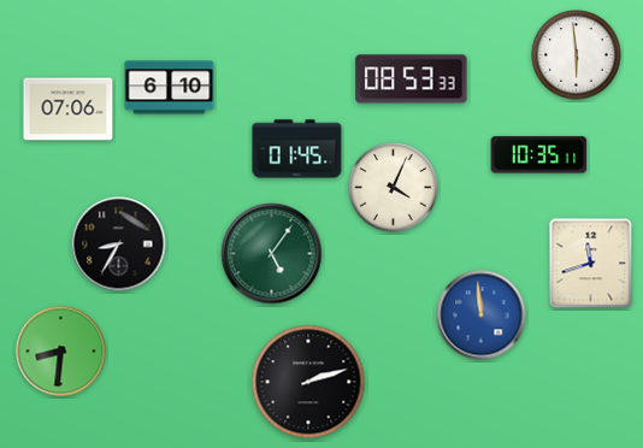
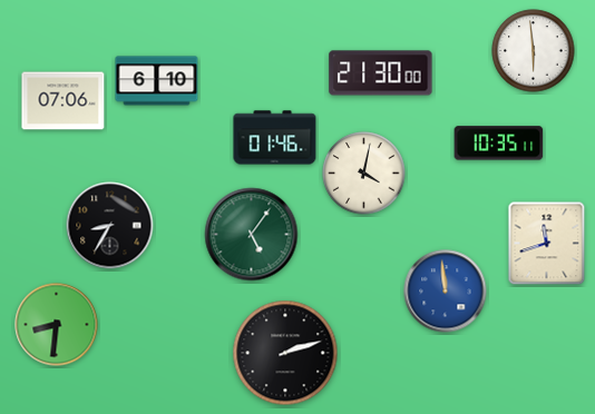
clock at (412, 79): 08:53 -> 21:30
clock at (297, 149): 01:45 -> 01:46
clock at (394, 188): 4:04 -> 4:02
